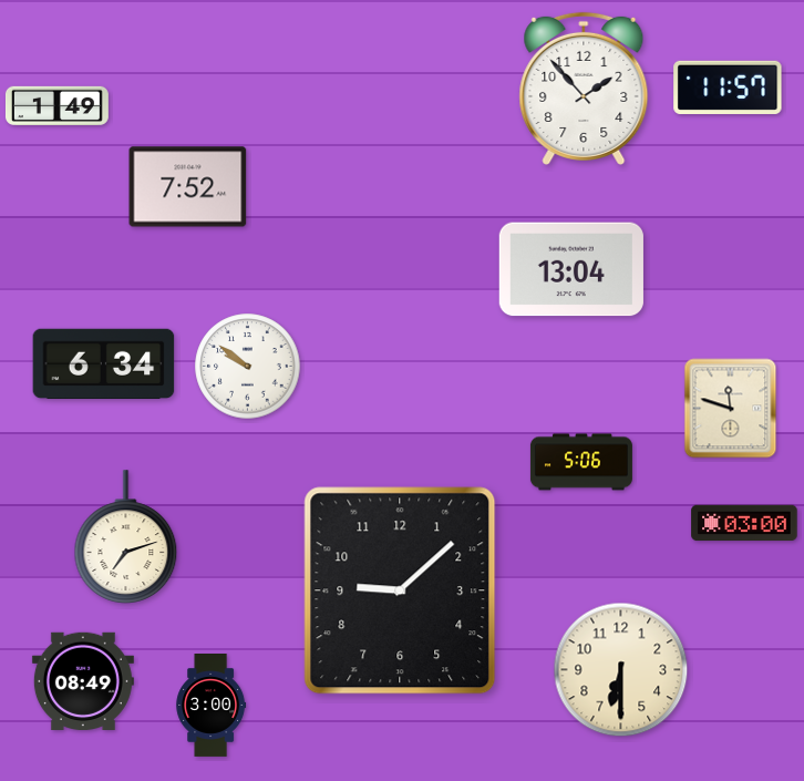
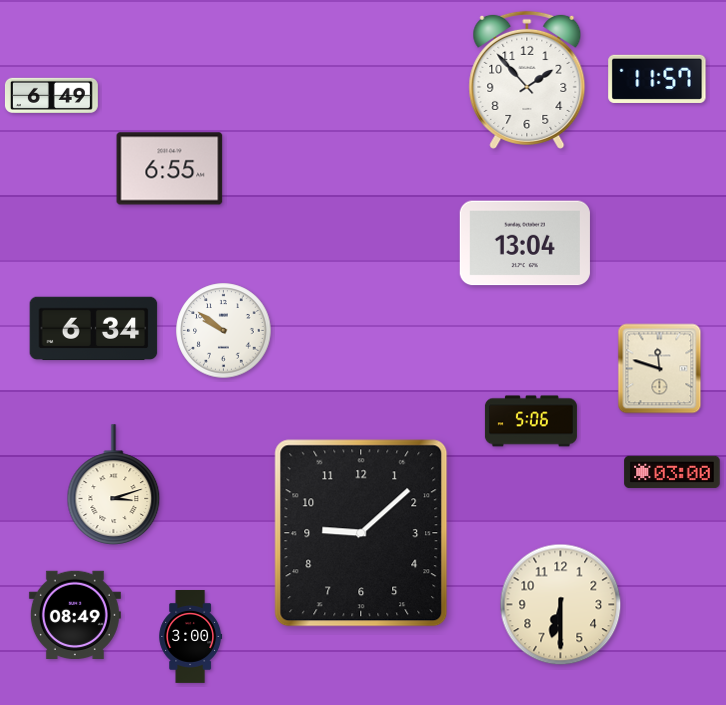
clock at (56, 105): 1:49 -> 6:49
clock at (188, 187): 7:52 -> 6:55
clock at (571, 269) position: (571, 269) -> (525, 243)
clock at (581, 462) position: (581, 462) -> (531, 421)
clock at (126, 537): 7:12 -> 3:12
